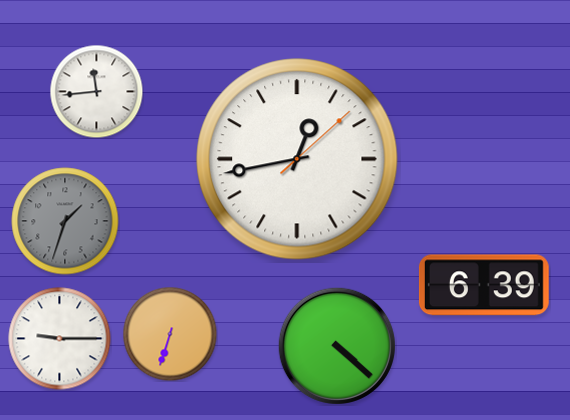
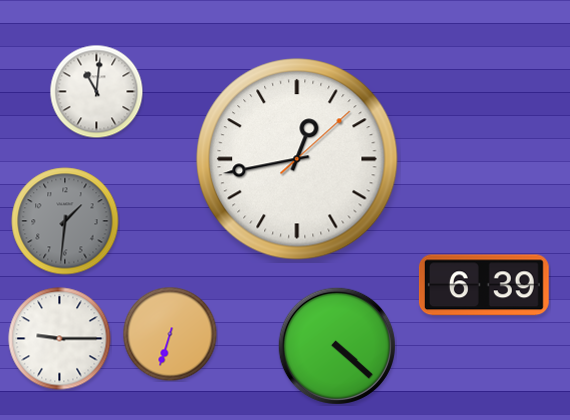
clock at (96, 91): 11:44 -> 11:01
clock at (65, 221): 1:33 -> 1:31
